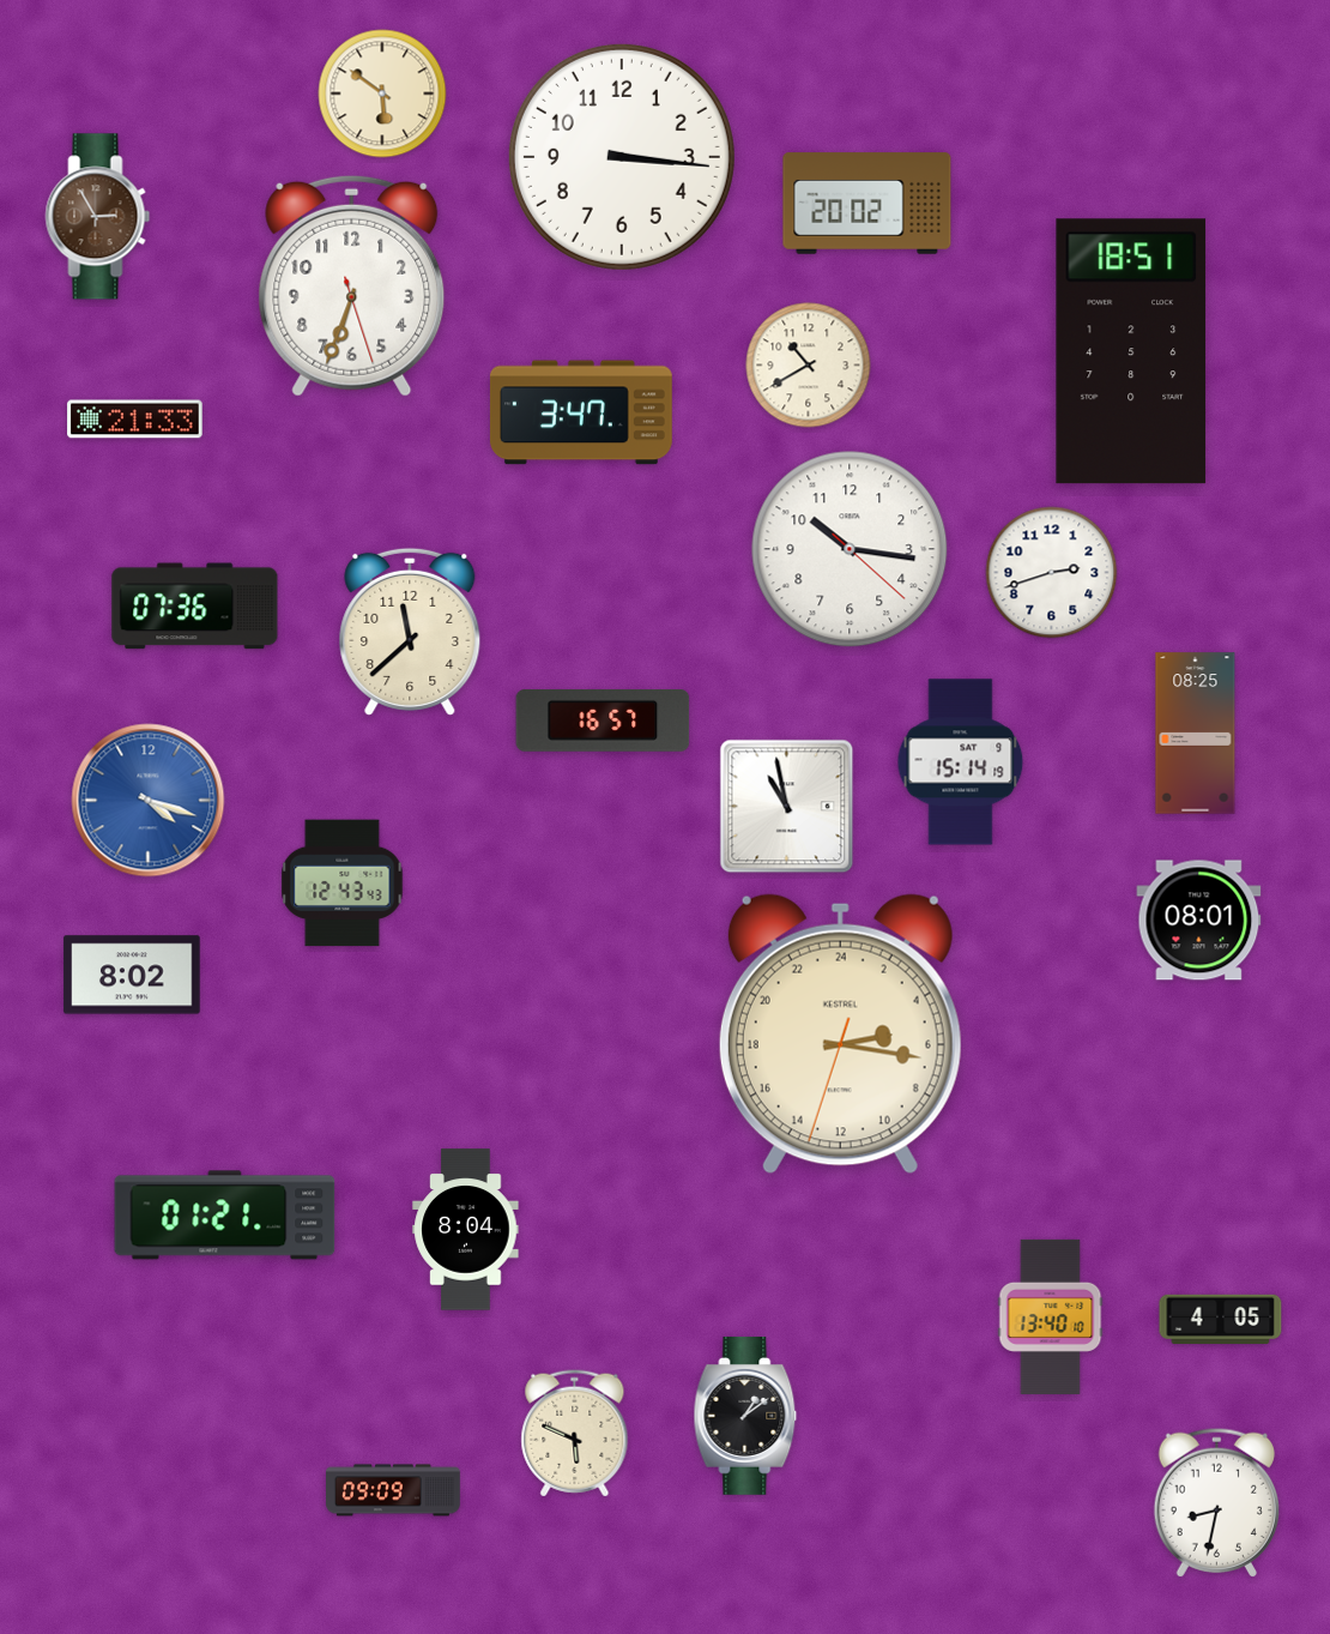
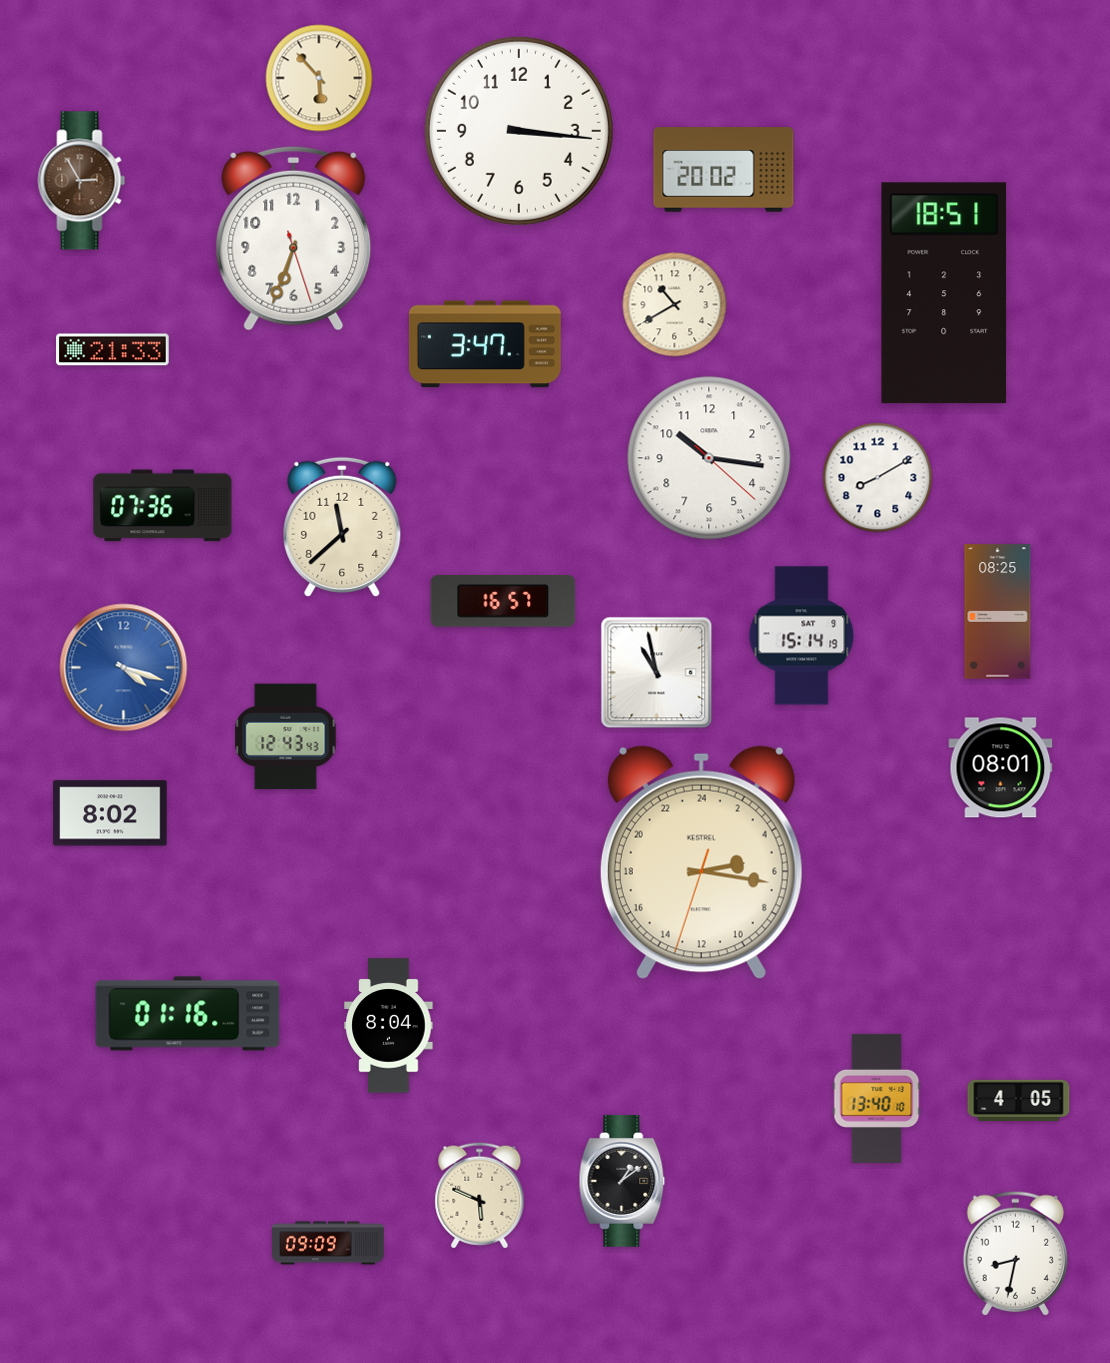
clock at (382, 94): 5:51 -> 5:53
clock at (1052, 573): 2:42 -> 8:10
clock at (225, 1216): 01:21 -> 01:16
